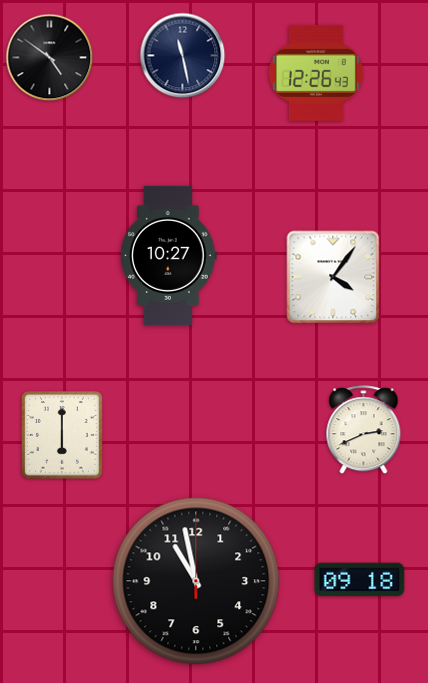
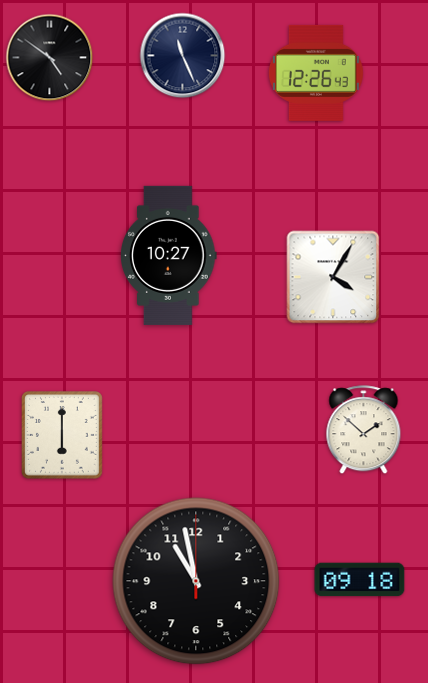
clock at (183, 56): 11:28 -> 11:26
clock at (333, 277): 4:06 -> 4:05
clock at (364, 430): 2:41 -> 1:52
